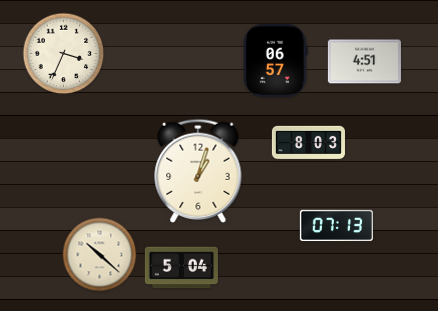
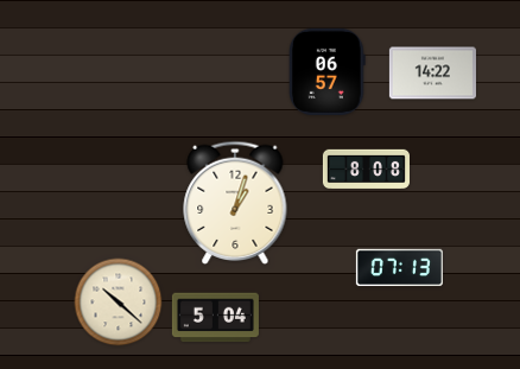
clock at (64, 54): 3:34 -> none
clock at (364, 62): 4:51 -> 14:22
clock at (308, 143): 8:03 -> 8:08
